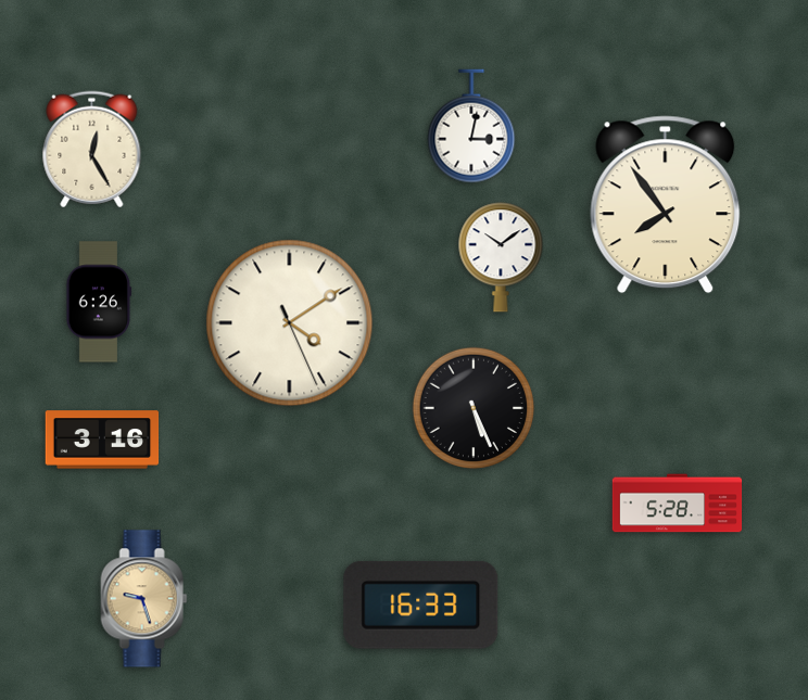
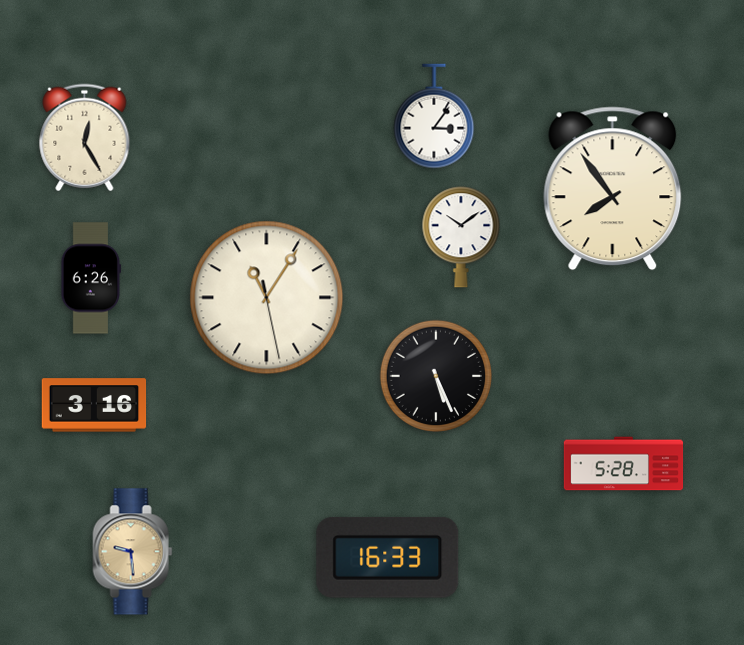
clock at (471, 126): 3:02 -> 3:06
clock at (290, 323): 4:09 -> 11:05
clock at (144, 599): 9:27 -> 9:29
